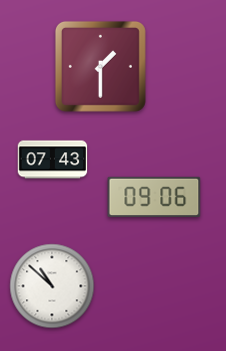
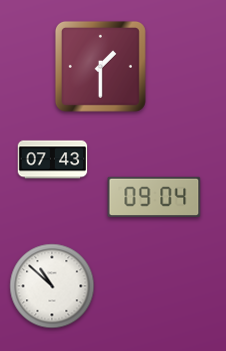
clock at (154, 196): 09:06 -> 09:04
